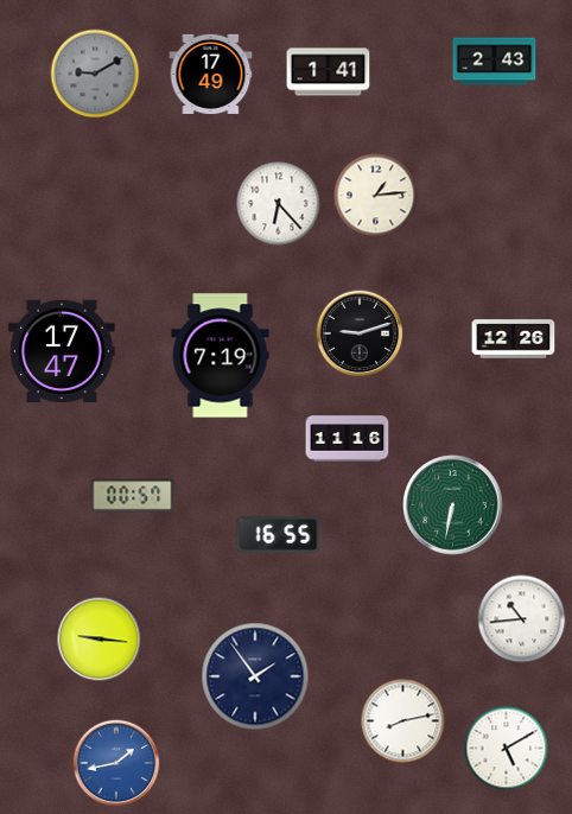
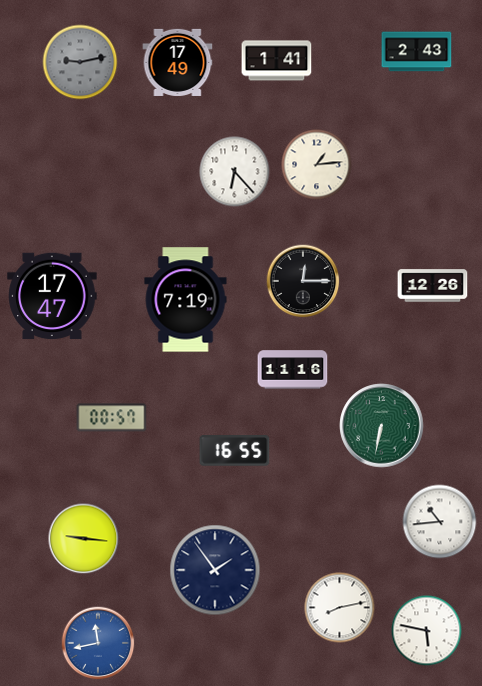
clock at (95, 74): 9:10 -> 9:13
clock at (360, 333): 9:12 -> 12:15
clock at (507, 749): 5:10 -> 5:47
clock at (116, 763): 1:43 -> 11:43
